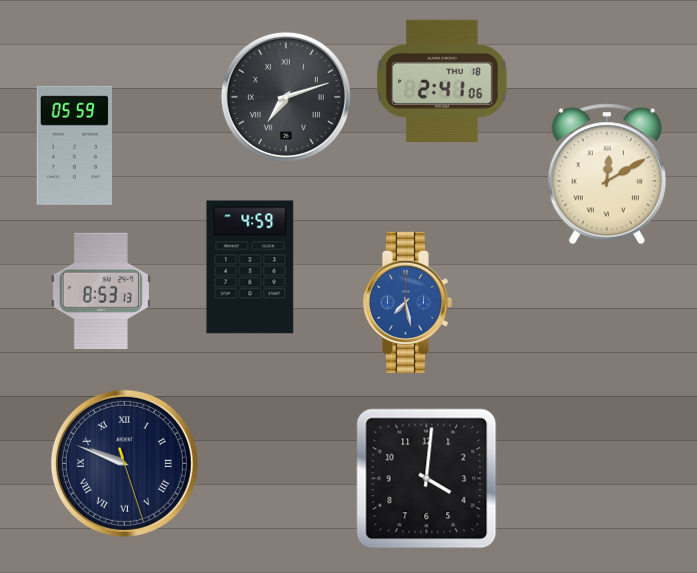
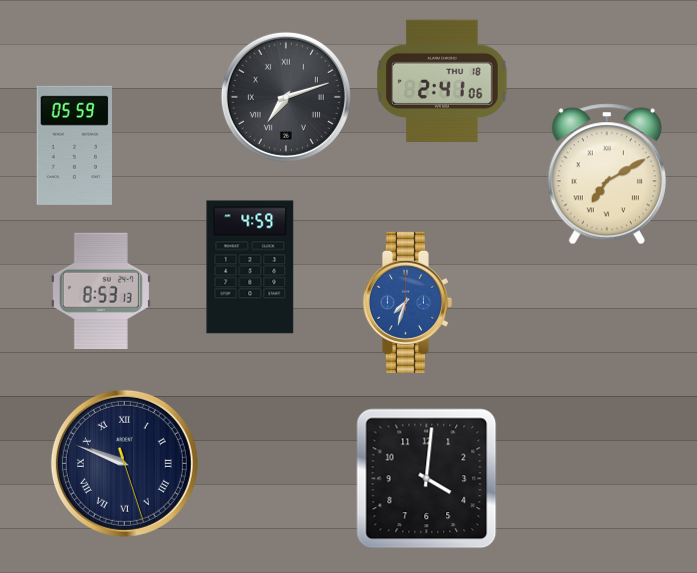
clock at (607, 174): 12:10 -> 7:10
clock at (407, 302): 7:28 -> 7:33
